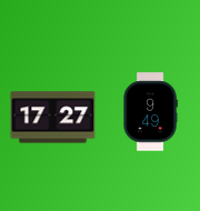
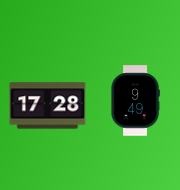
clock at (53, 118): 17:27 -> 17:28
